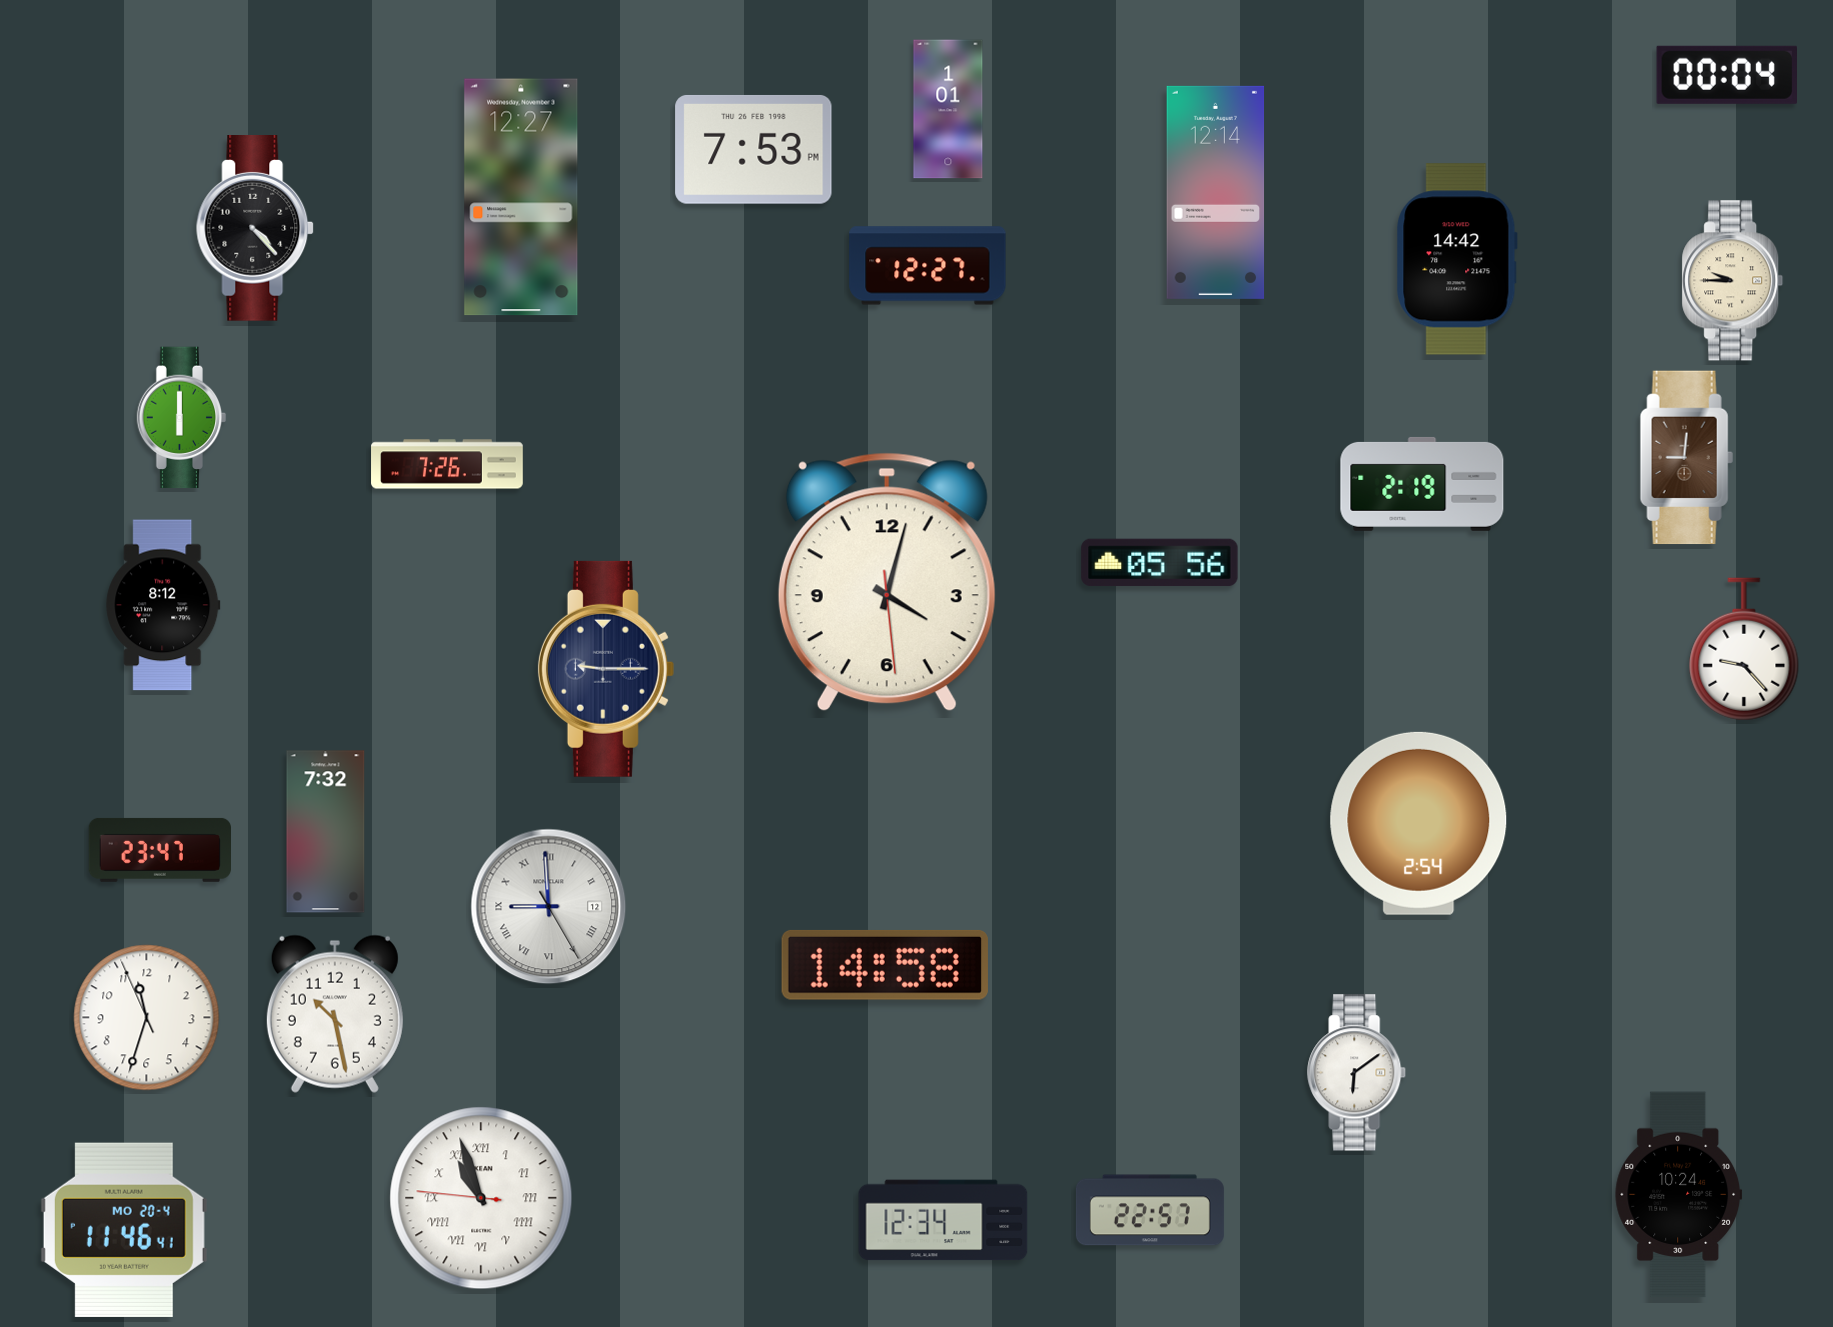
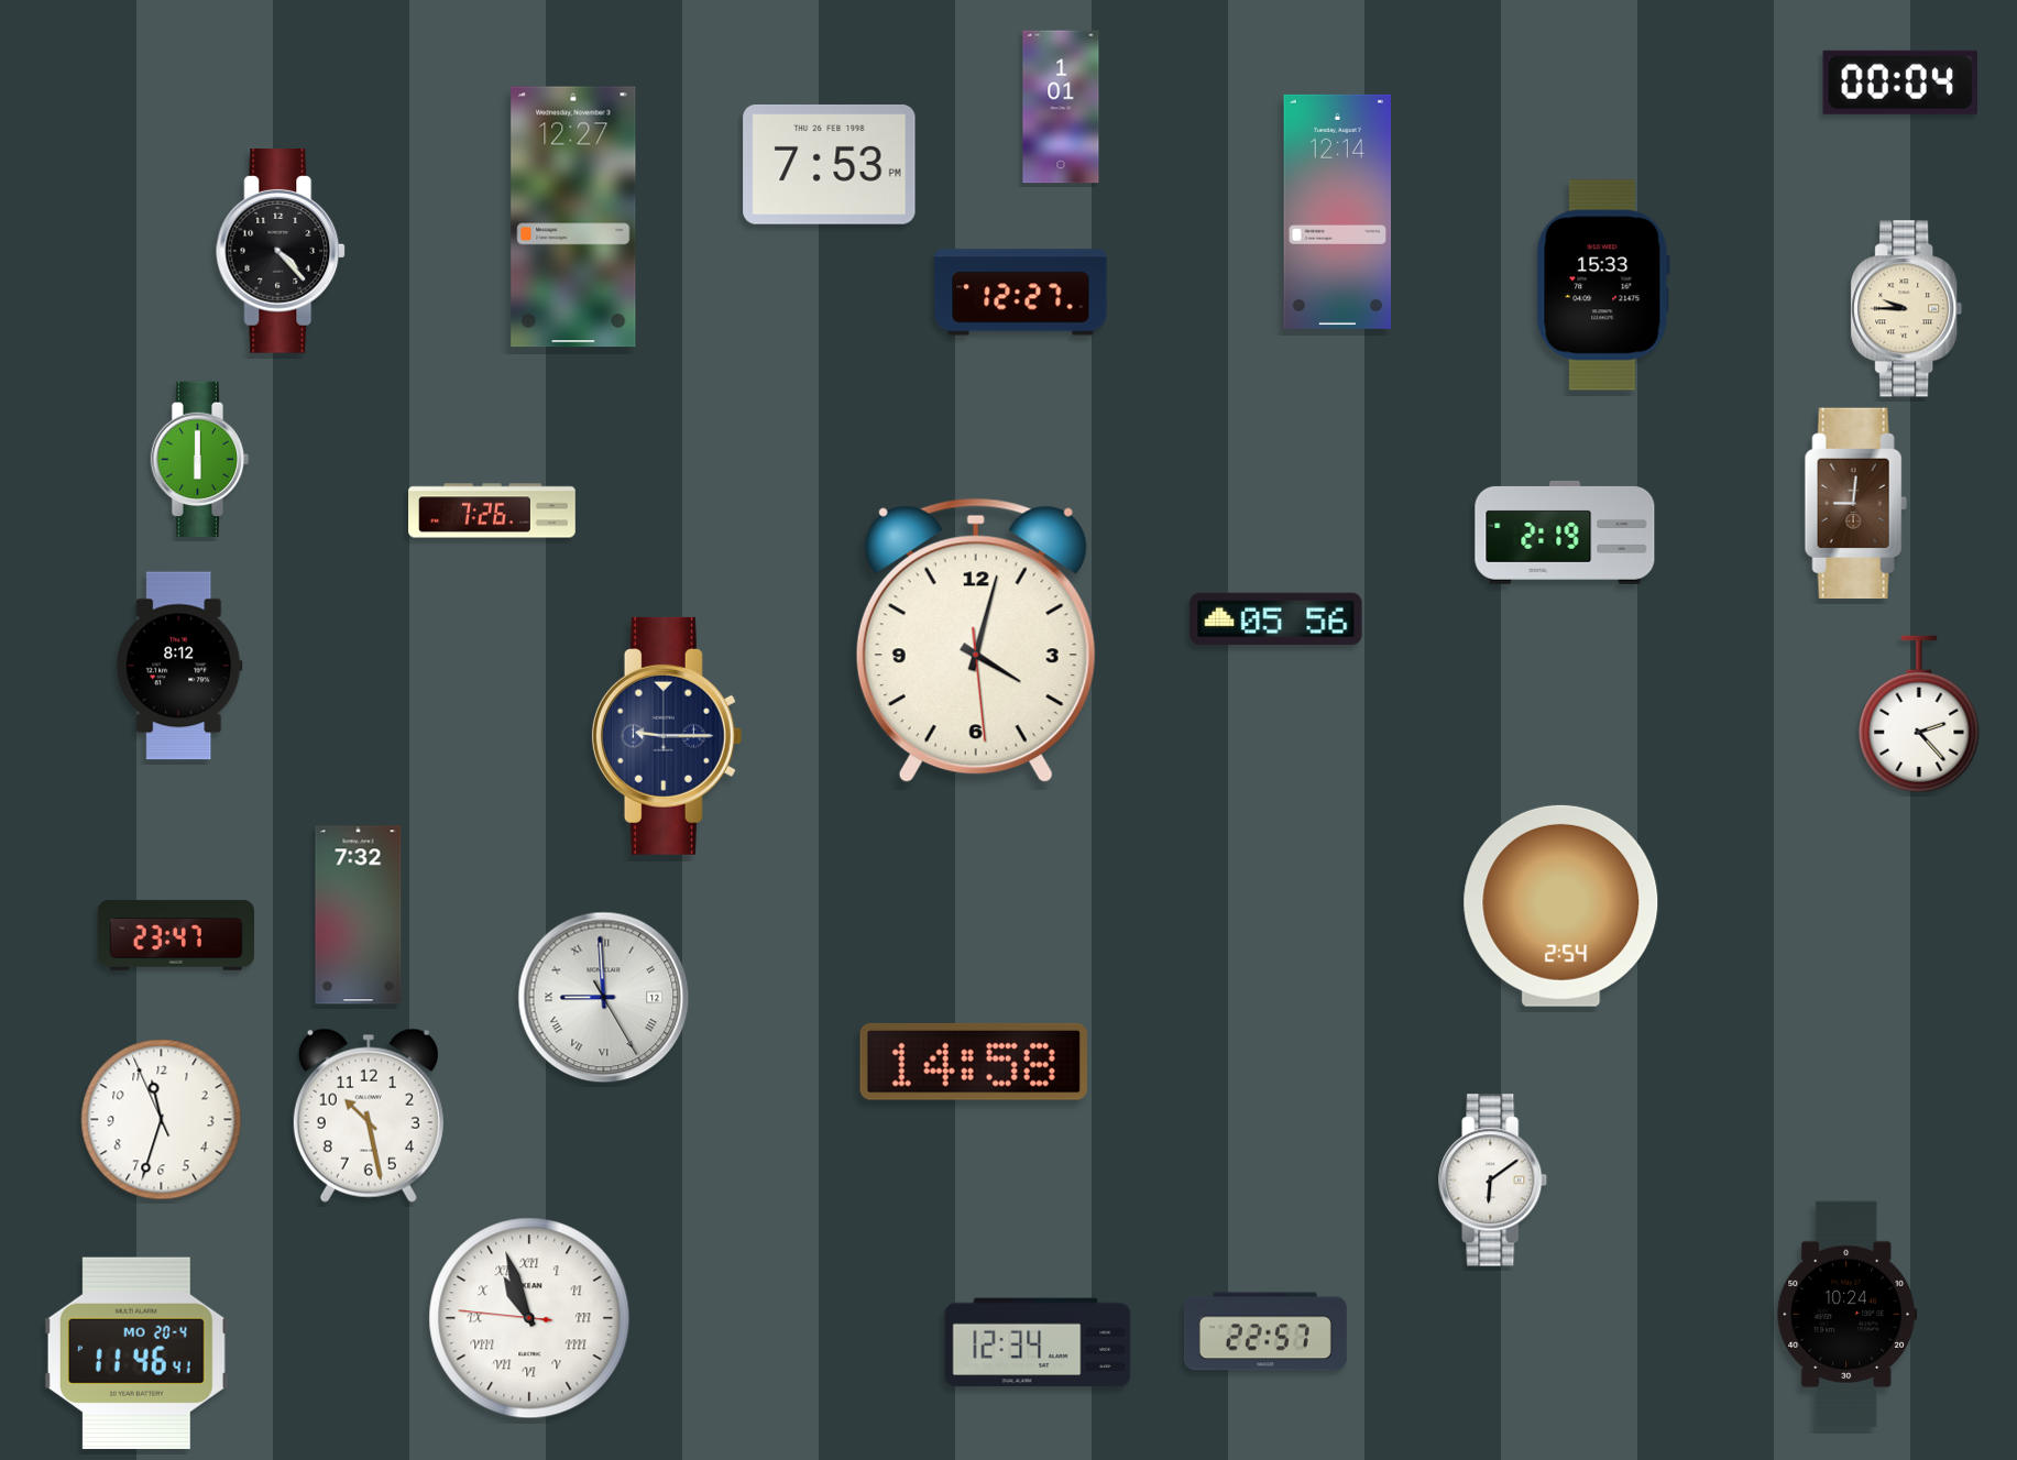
clock at (948, 109) position: (948, 109) -> (1061, 107)
clock at (1457, 259): 14:42 -> 15:33
clock at (1744, 649): 9:23 -> 2:23
